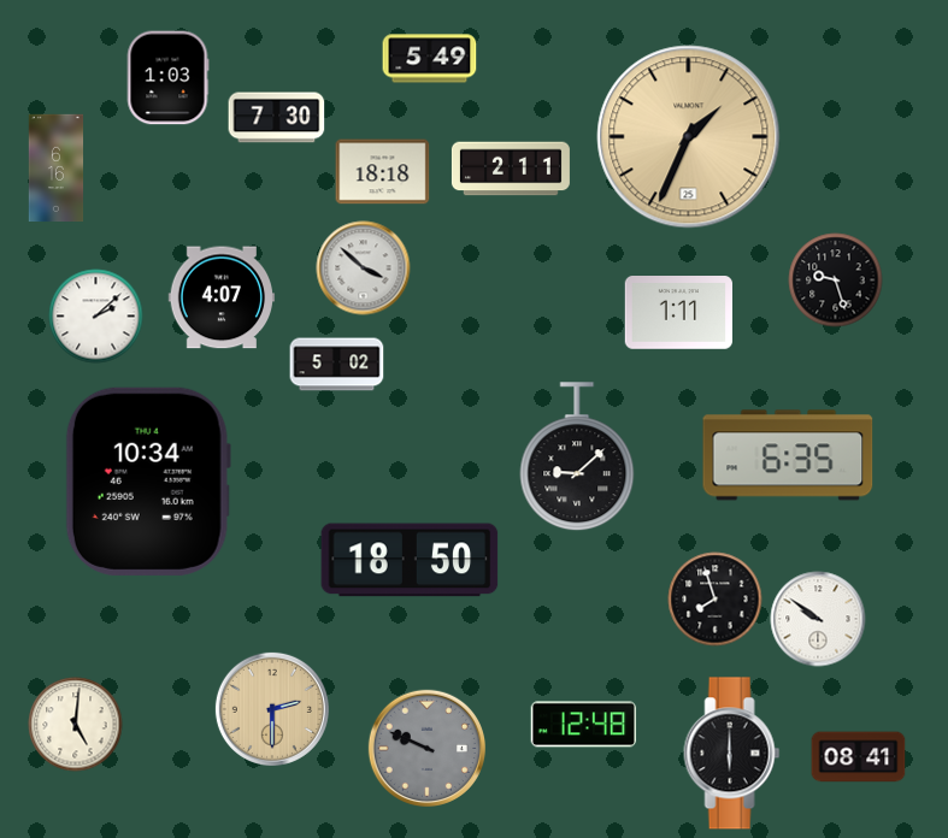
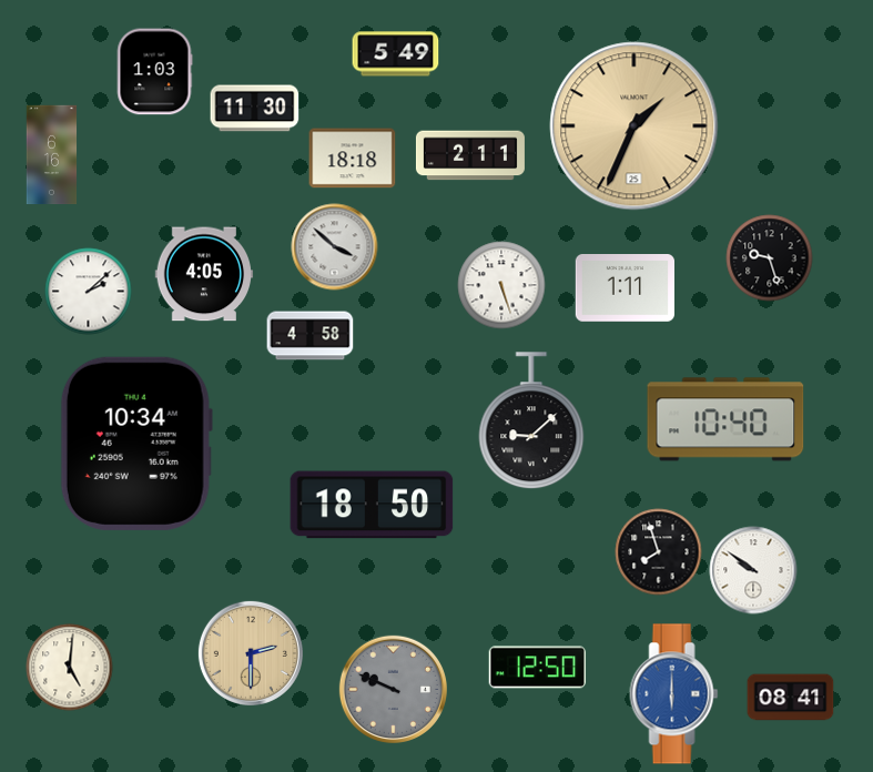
clock at (276, 118): 7:30 -> 11:30
clock at (222, 297): 4:07 -> 4:05
clock at (501, 285): none -> 5:27
clock at (336, 365): 5:02 -> 4:58
clock at (788, 455): 6:35 -> 10:40
clock at (410, 560) position: (410, 560) -> (372, 505)
clock at (583, 725): 12:48 -> 12:50
clock at (732, 754) dial: black -> blue
